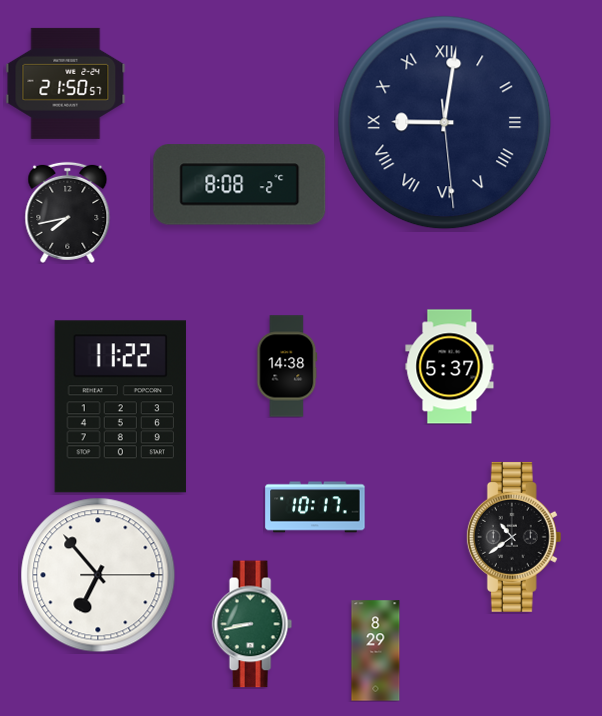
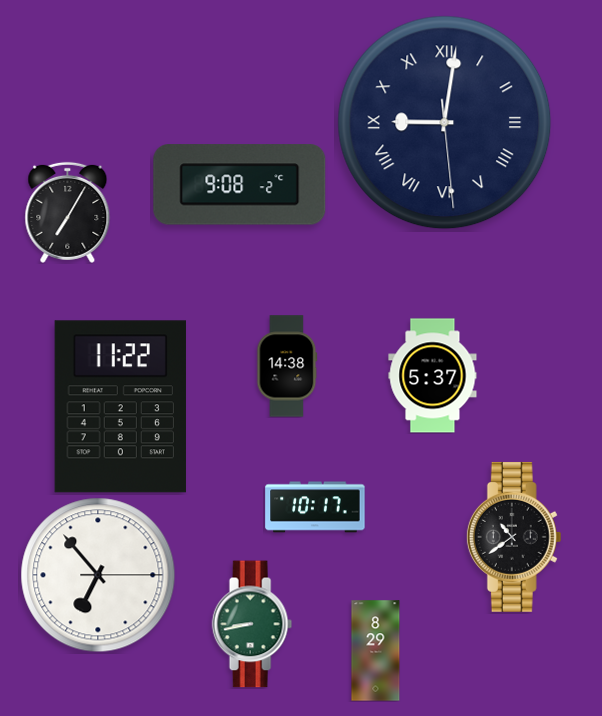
clock at (66, 83): 21:50 -> none
clock at (240, 185): 8:08 -> 9:08
clock at (68, 212): 7:43 -> 7:05
clock at (450, 367) position: (450, 367) -> (433, 376)
